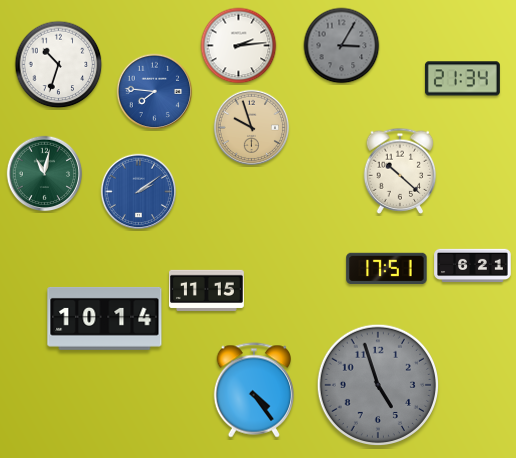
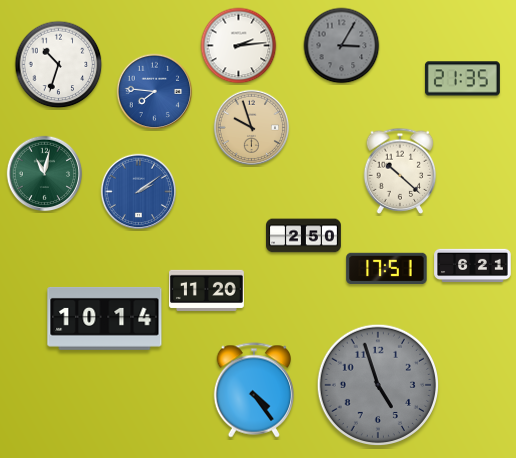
clock at (462, 79): 21:34 -> 21:35
clock at (304, 236): none -> 2:50
clock at (206, 290): 11:15 -> 11:20
